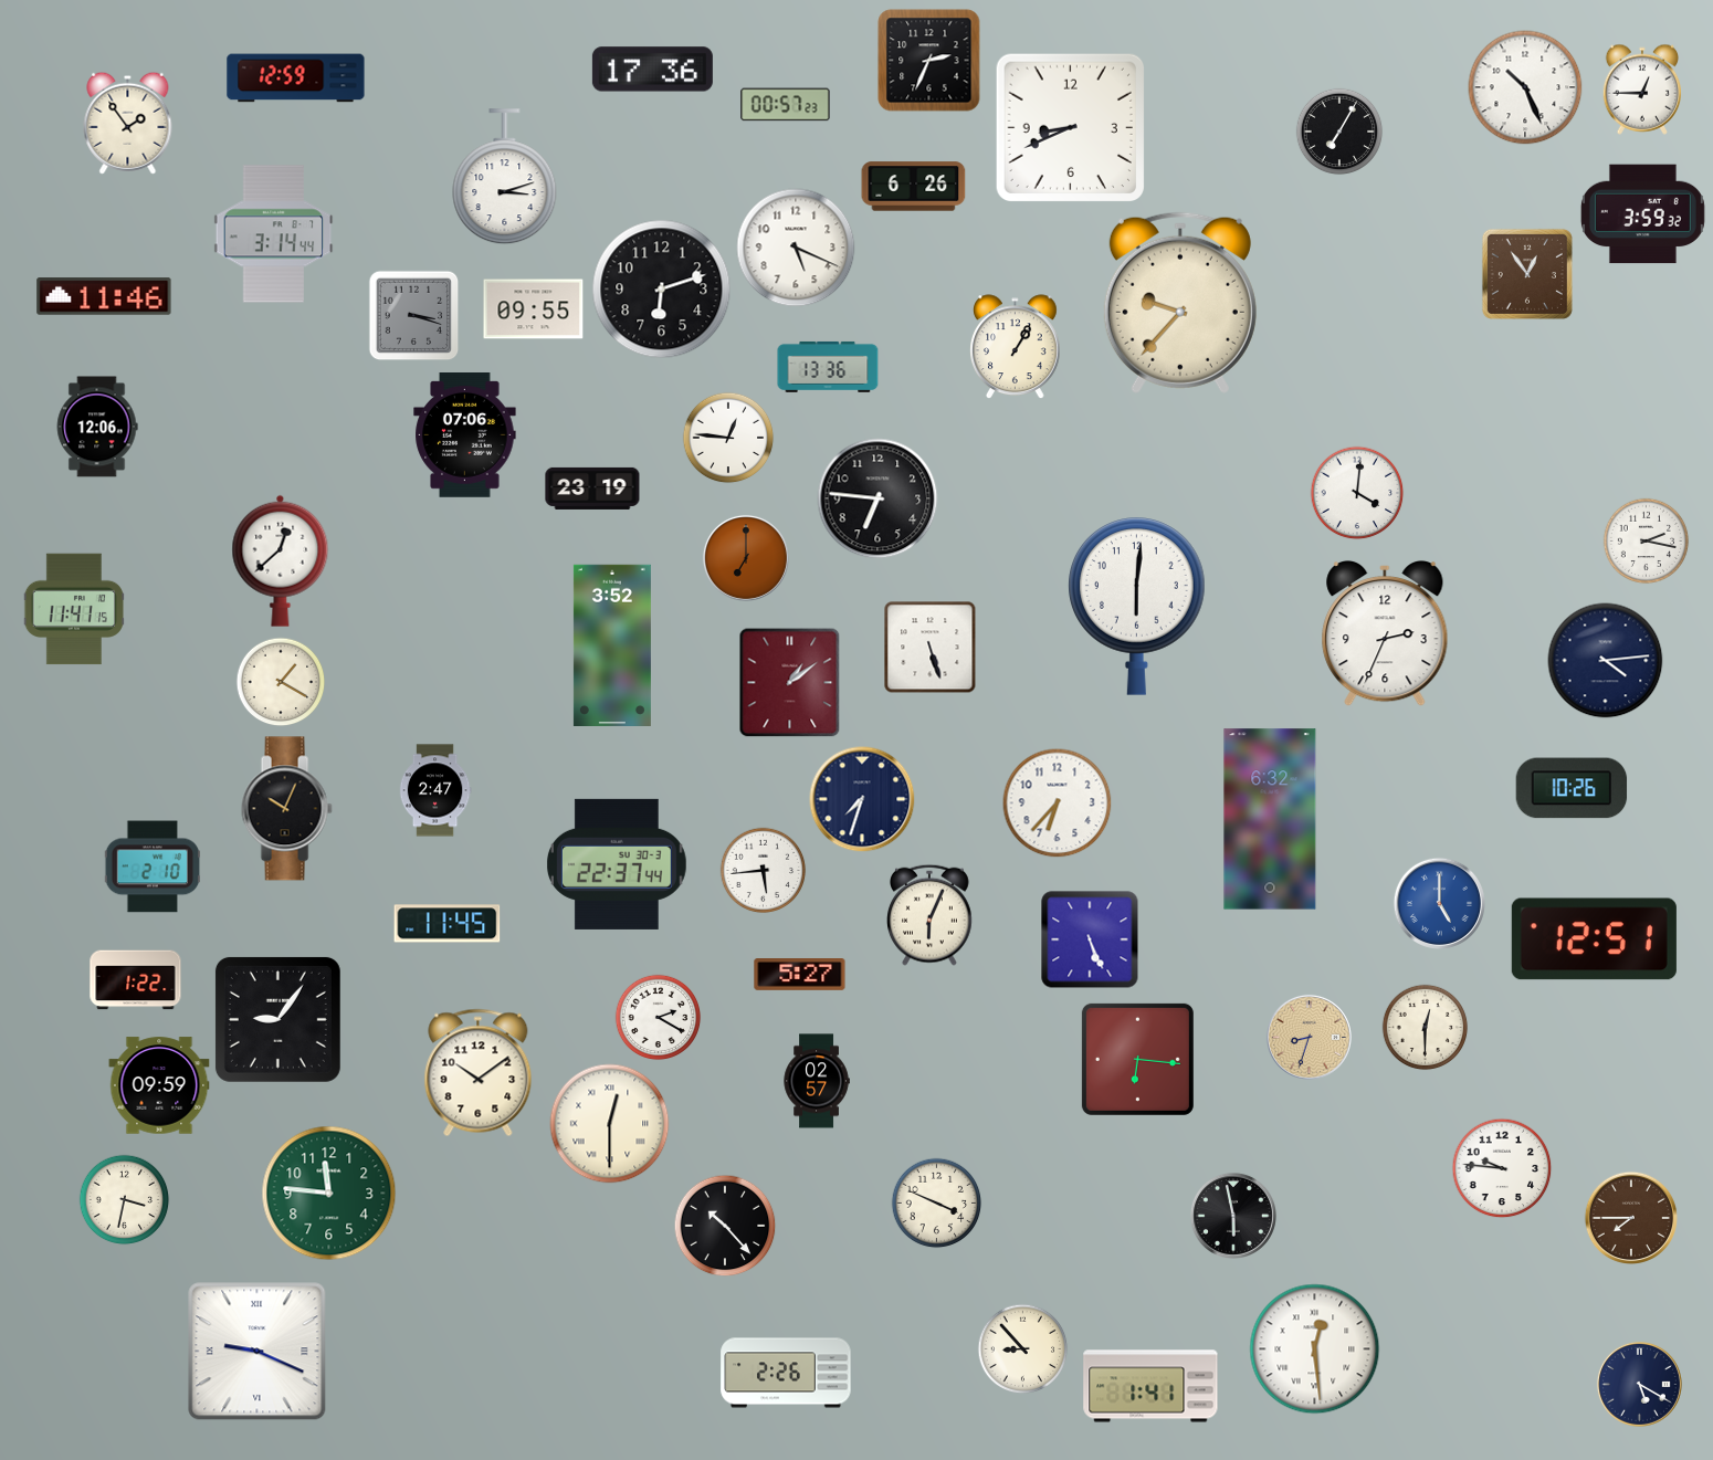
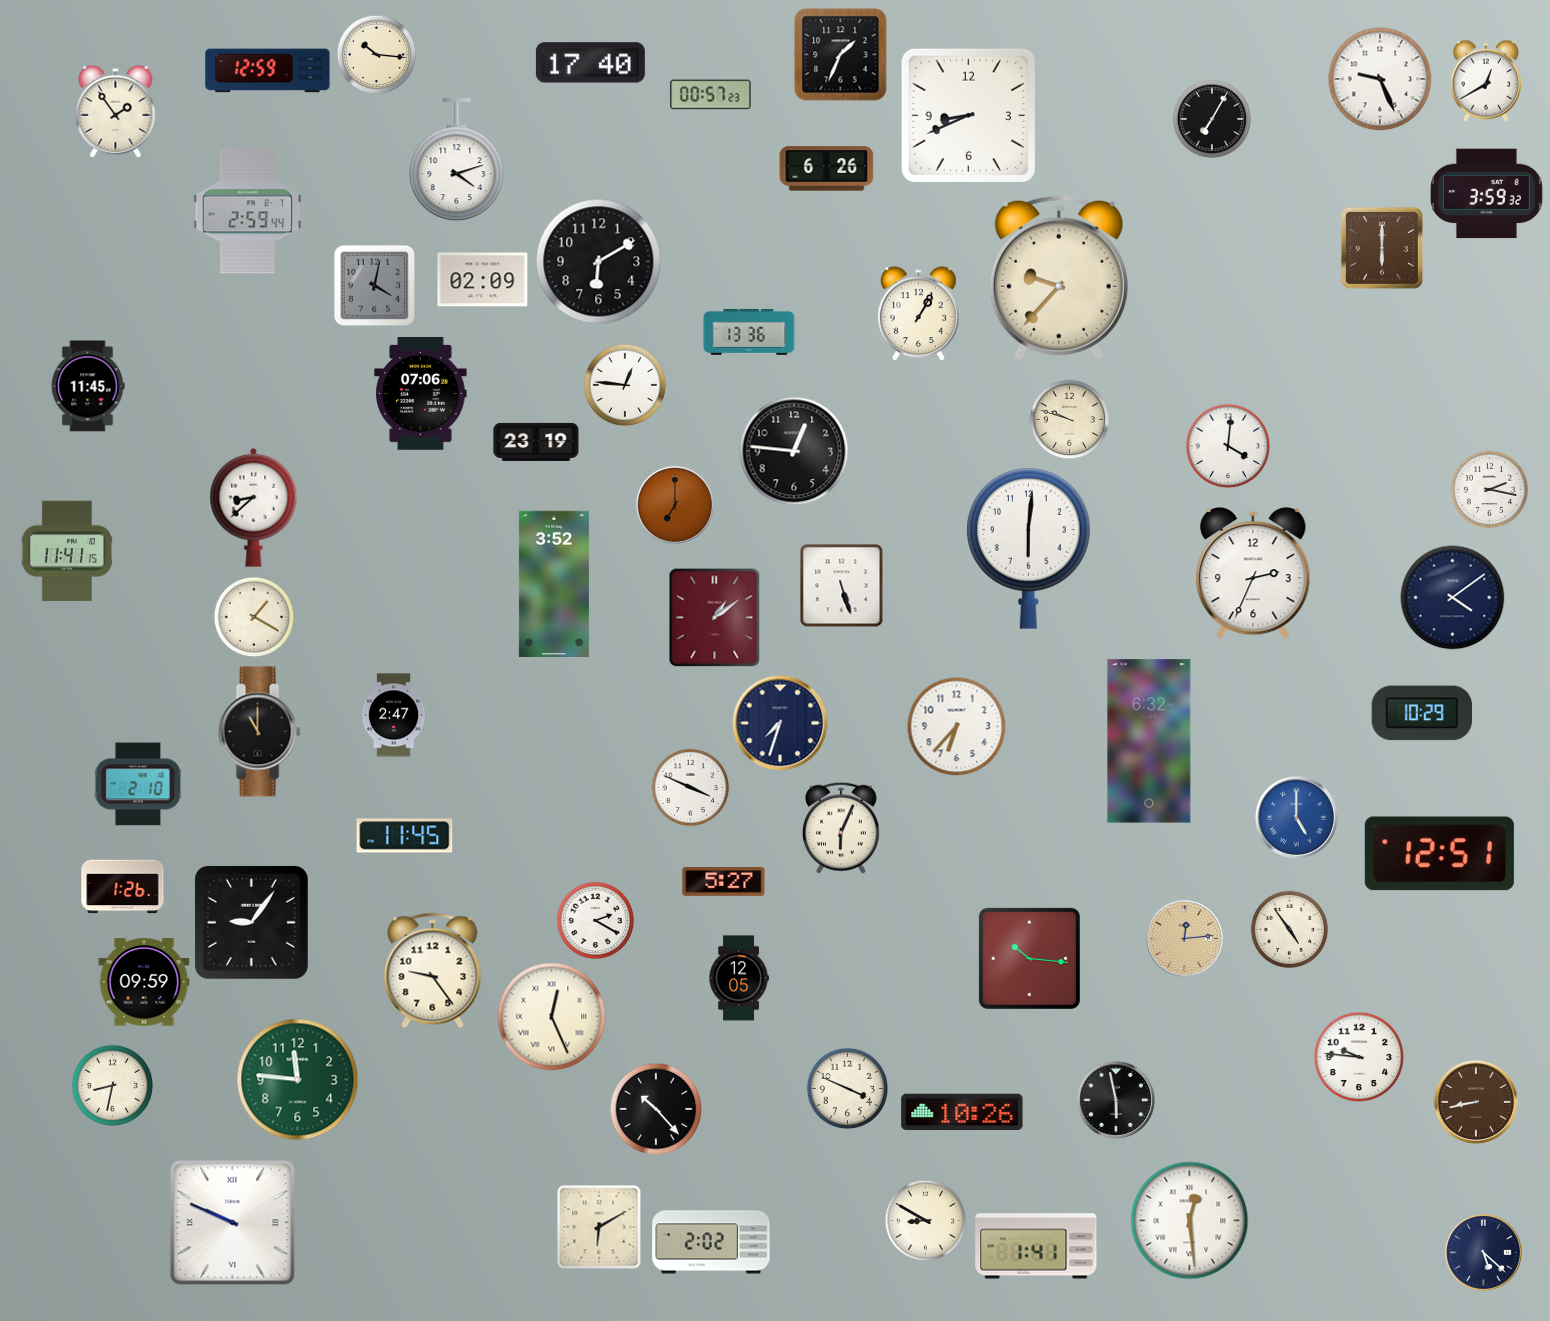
clock at (376, 54): none -> 10:16
clock at (929, 61): 2:34 -> 1:34
clock at (652, 70): 17:36 -> 17:40
clock at (1525, 87): 10:26 -> 9:26
clock at (1642, 90): 12:45 -> 12:40
clock at (505, 177): 3:12 -> 4:12
clock at (274, 234): 3:14 -> 2:59
clock at (796, 248): 5:19 -> none
clock at (1527, 274): 12:54 -> 6:00
clock at (662, 290): 6:12 -> 6:10
clock at (104, 297): 11:46 -> none
clock at (1180, 303) position: (1180, 303) -> (1059, 278)
clock at (534, 309): 09:55 -> 02:09
clock at (413, 315): 3:18 -> 4:02
clock at (97, 427): 12:06 -> 11:45
clock at (728, 438) position: (728, 438) -> (625, 385)
clock at (1069, 419): none -> 9:48
clock at (877, 498): 6:46 -> 12:46
clock at (281, 560): 12:38 -> 8:38
clock at (1606, 661): 4:14 -> 4:09
clock at (1572, 788): 10:26 -> 10:29
clock at (286, 809): 10:04 -> 11:00
clock at (617, 864): 22:37 -> none
clock at (763, 870): 5:44 -> 3:49
clock at (1439, 903) position: (1439, 903) -> (1296, 817)
clock at (1090, 939): 5:26 -> none
clock at (1594, 939) position: (1594, 939) -> (1439, 854)
clock at (136, 980): 1:22 -> 1:26
clock at (1425, 1027): 12:30 -> 4:54
clock at (1309, 1037): 8:33 -> 12:14
clock at (1137, 1059): 6:16 -> 10:16
clock at (479, 1073): 10:09 -> 9:24
clock at (817, 1081): 02:57 -> 12:05
clock at (610, 1124): 12:30 -> 12:26
clock at (124, 1199): 3:32 -> 8:32
clock at (1630, 1217): 7:45 -> 8:43
clock at (962, 1112): none -> 10:26
clock at (1022, 1348): 8:53 -> 8:50
clock at (258, 1352): 9:19 -> 9:49
clock at (599, 1227): none -> 6:10
clock at (786, 1373): 2:26 -> 2:02
clock at (1639, 1384): 5:20 -> 5:22
clock at (1150, 1386) position: (1150, 1386) -> (1036, 1246)
